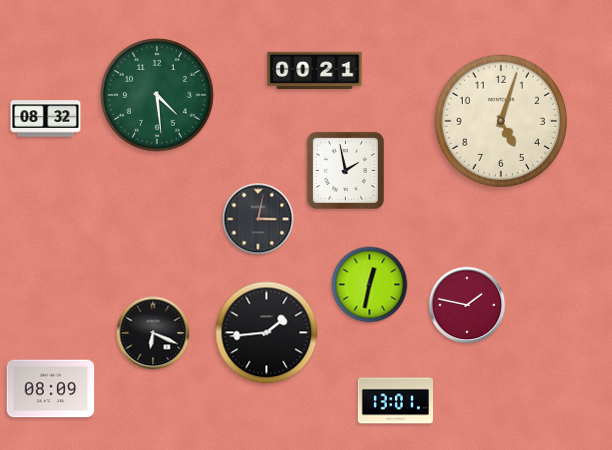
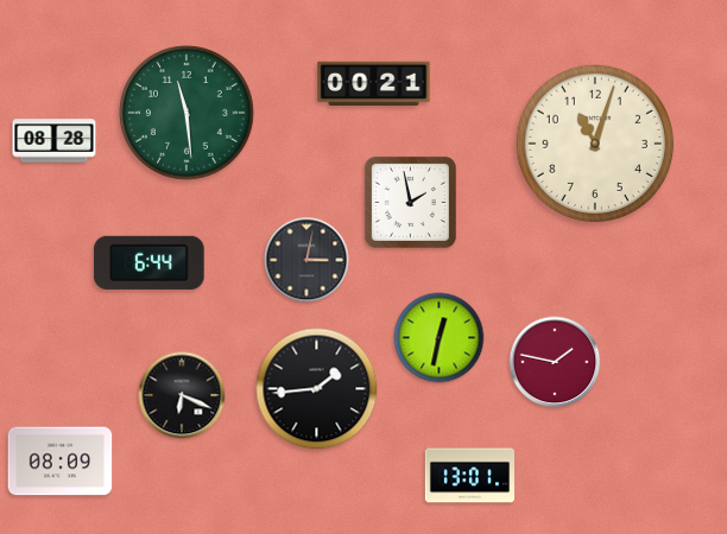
clock at (158, 96): 4:29 -> 11:29
clock at (46, 119): 08:32 -> 08:28
clock at (501, 121): 5:03 -> 11:03
clock at (150, 262): none -> 6:44
clock at (267, 333) position: (267, 333) -> (317, 389)
